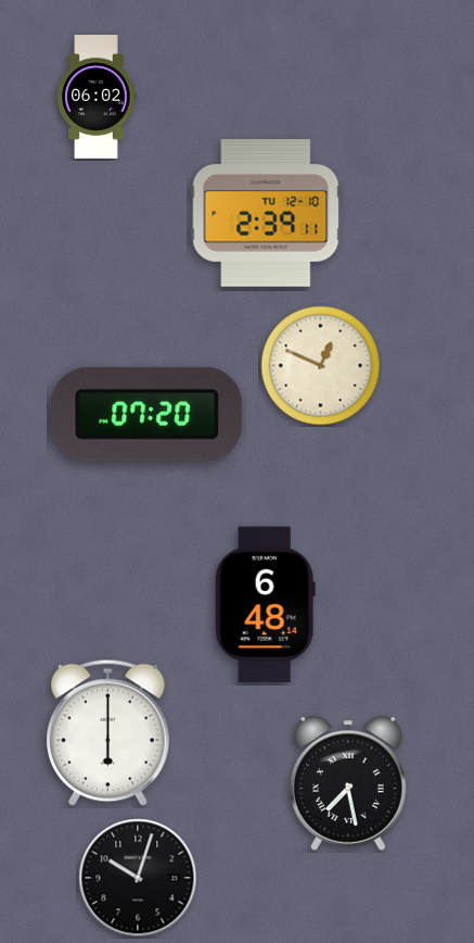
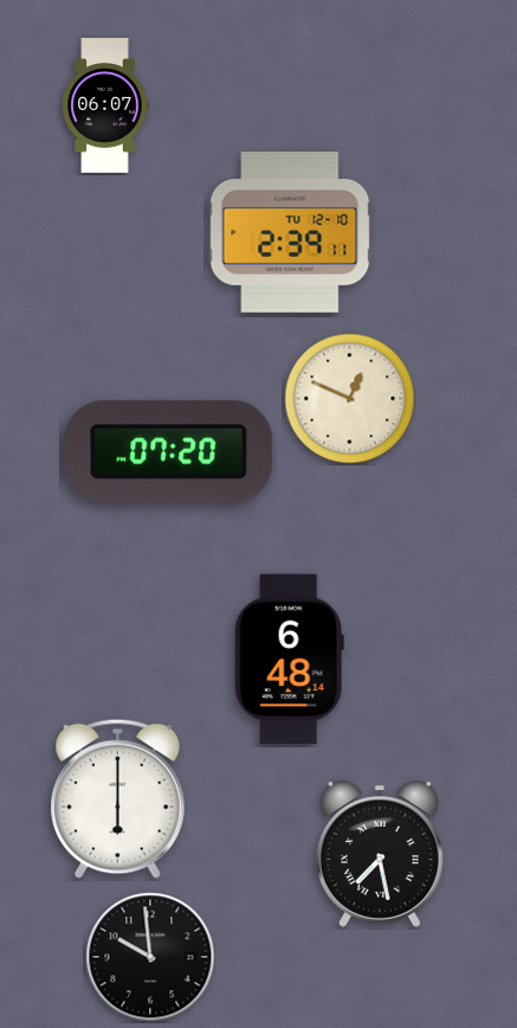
clock at (97, 98): 06:02 -> 06:07
clock at (148, 414) position: (148, 414) -> (169, 451)
clock at (138, 878): 10:03 -> 9:59
